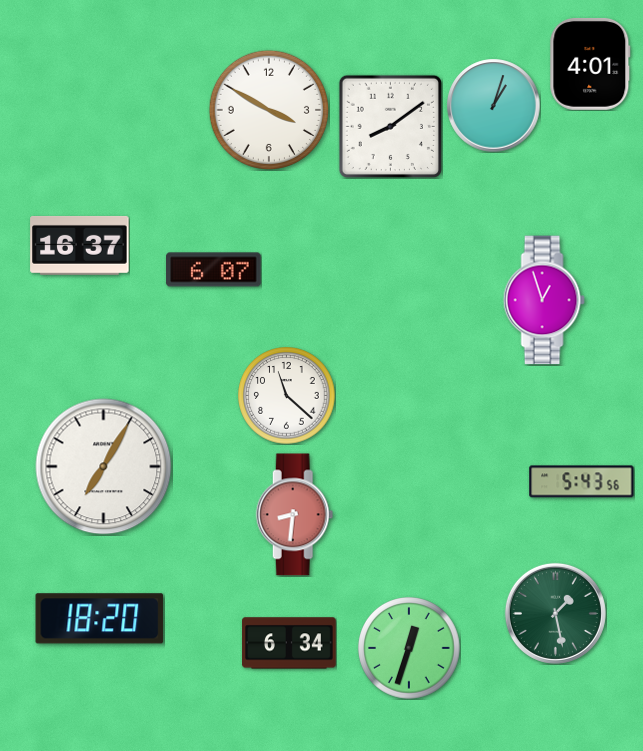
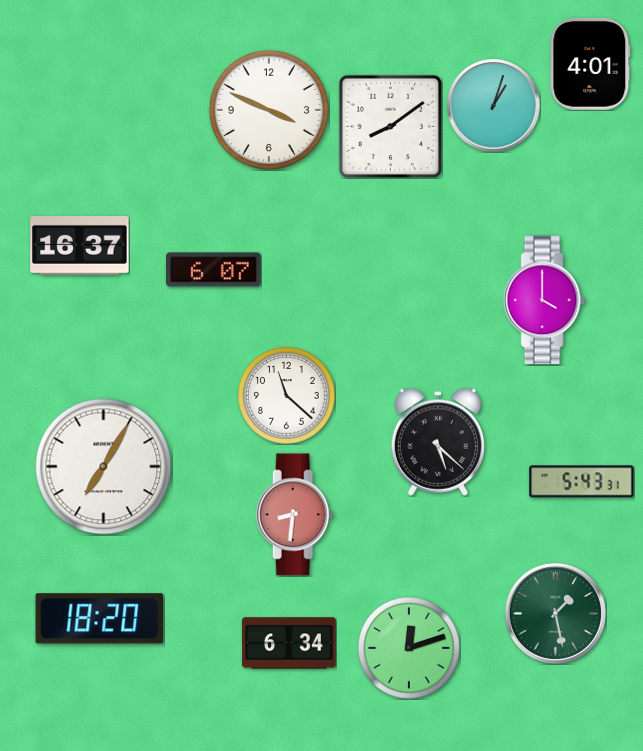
clock at (268, 109): 3:50 -> 3:49
clock at (544, 300): 12:57 -> 4:00
clock at (438, 442): none -> 5:22
clock at (582, 482): 5:43:56 -> 5:43:31
clock at (410, 649): 12:33 -> 12:12
